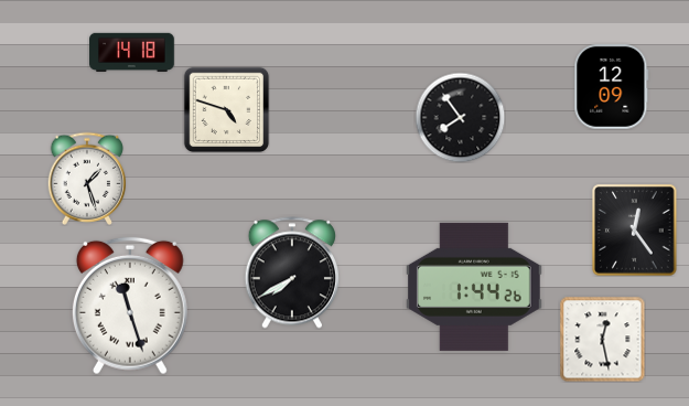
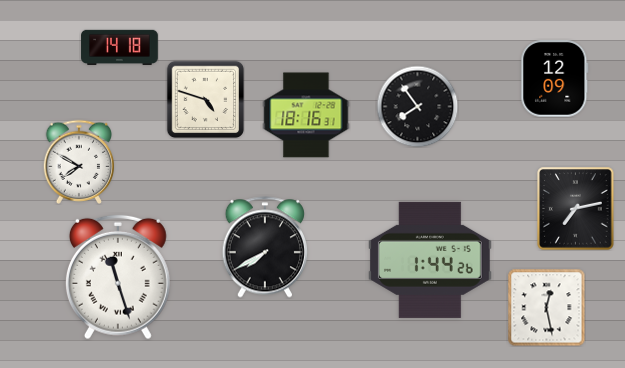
clock at (306, 115): none -> 18:16
clock at (86, 179): 1:27 -> 7:50
clock at (635, 231): 12:24 -> 7:13
